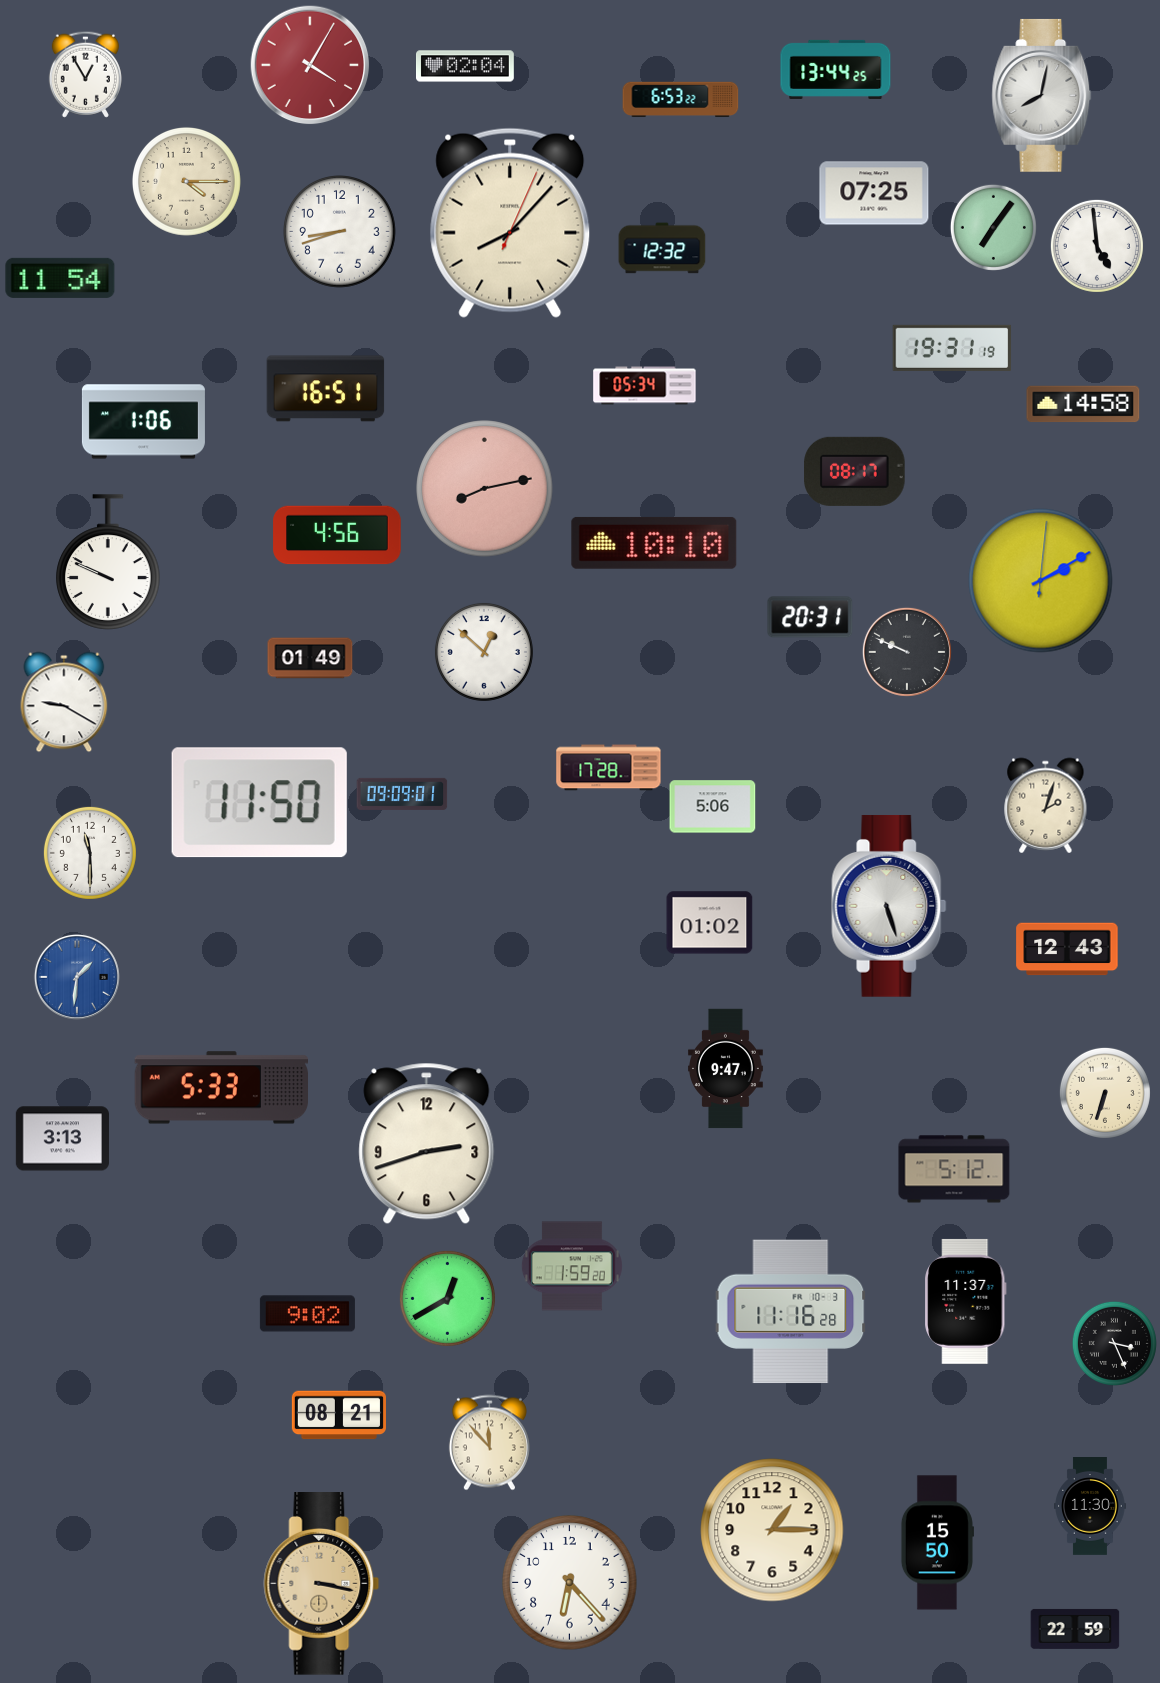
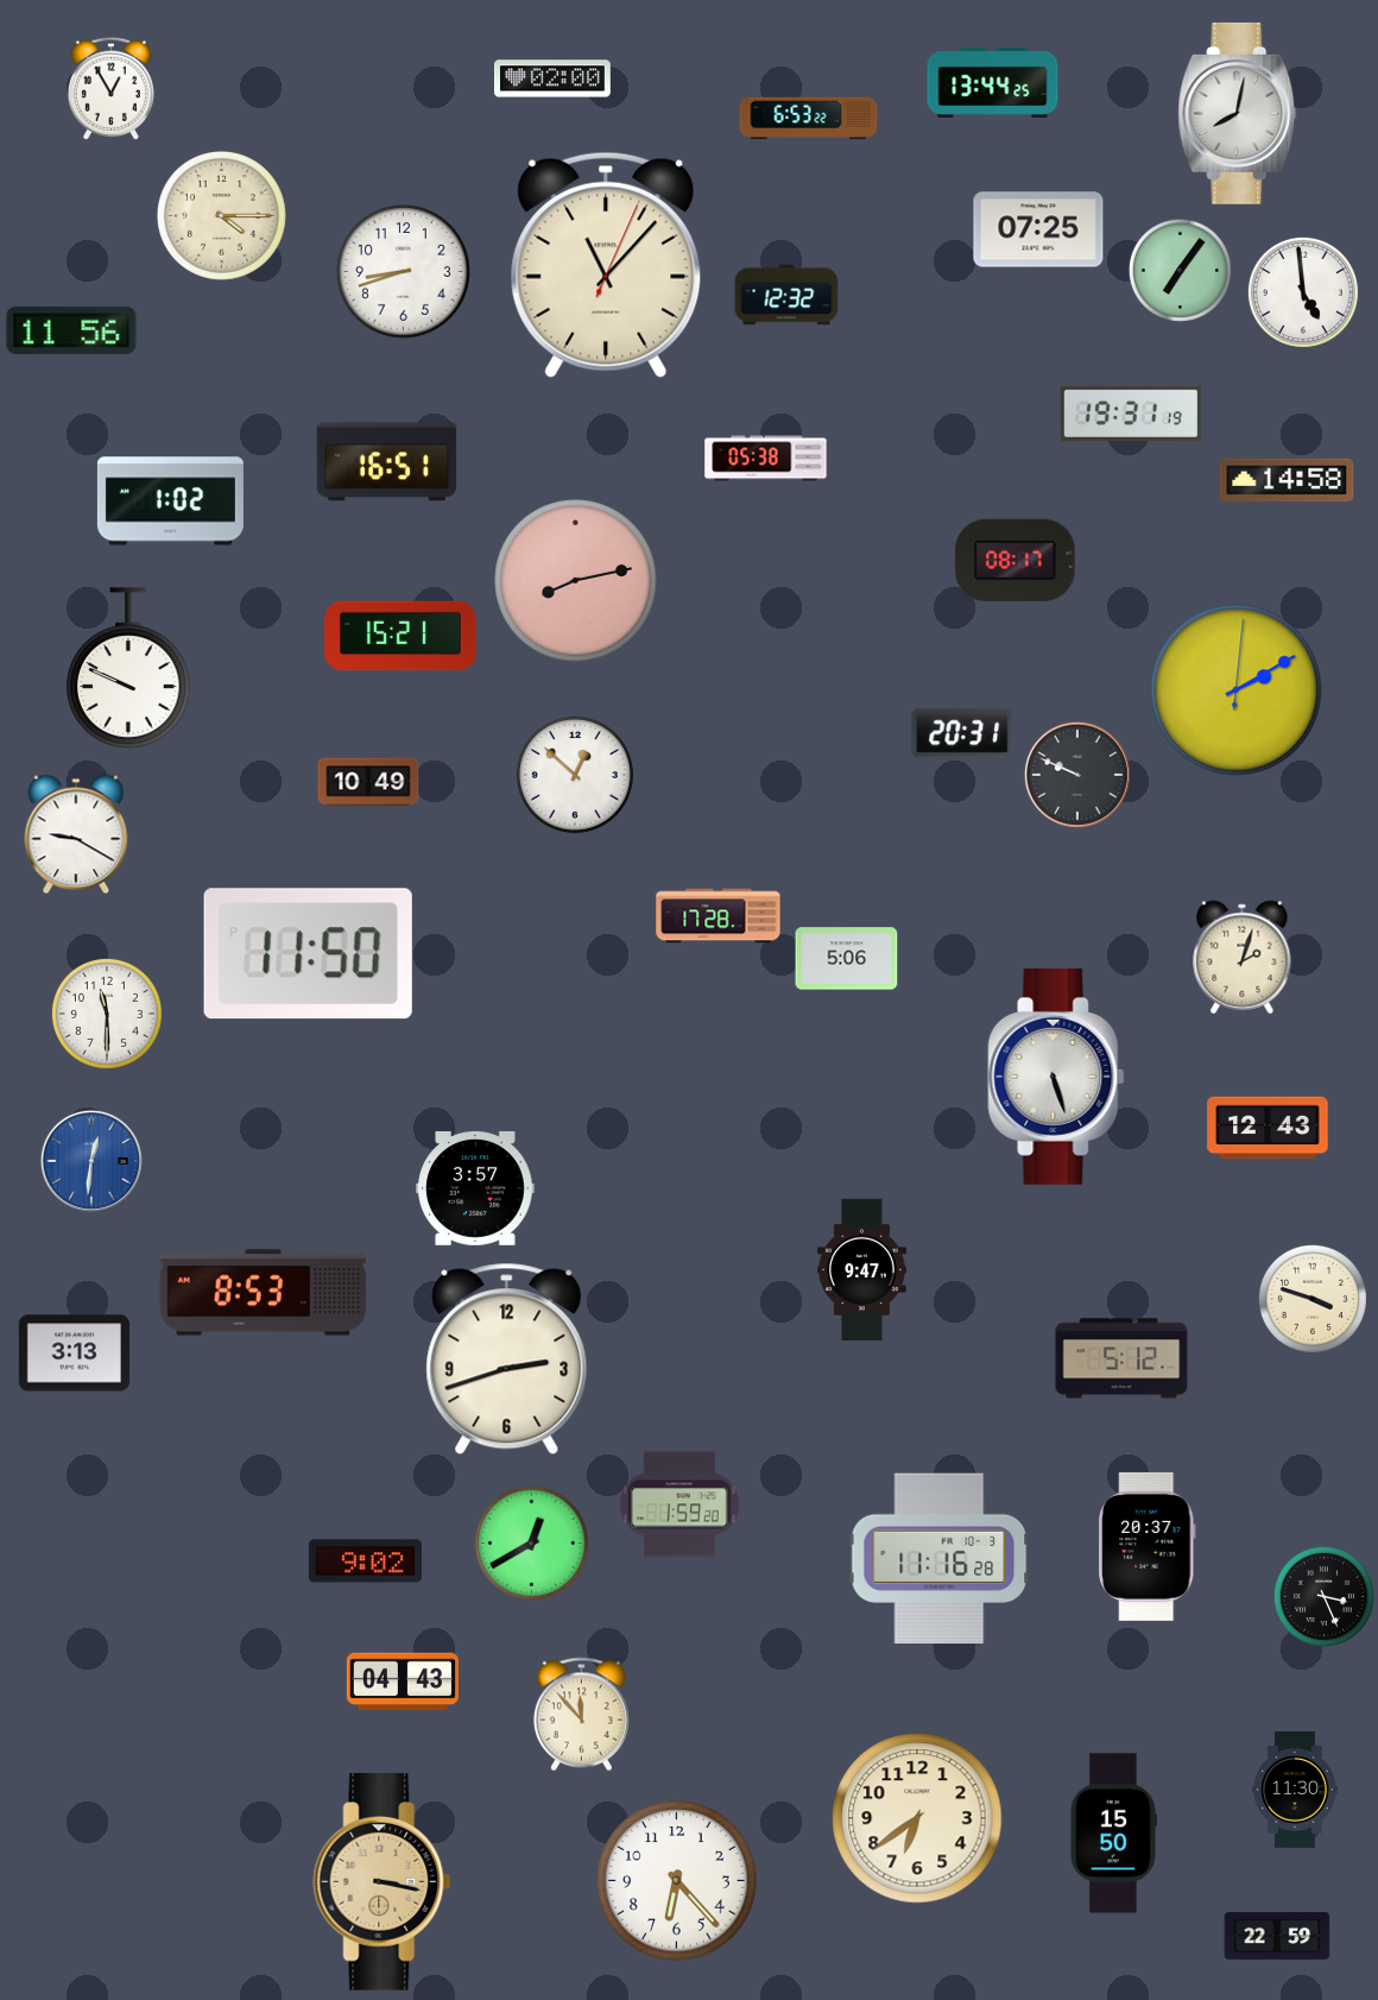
clock at (310, 65): 4:05 -> none
clock at (466, 66): 02:04 -> 02:00
clock at (85, 74) position: (85, 74) -> (110, 88)
clock at (510, 223): 8:07 -> 11:07
clock at (340, 232) position: (340, 232) -> (404, 272)
clock at (60, 278): 11:54 -> 11:56
clock at (645, 386): 05:34 -> 05:38
clock at (143, 422): 1:06 -> 1:02
clock at (337, 535): 4:56 -> 15:21
clock at (654, 543): 10:10 -> none
clock at (310, 658): 01:49 -> 10:49
clock at (609, 768) position: (609, 768) -> (719, 916)
clock at (402, 794): 09:09 -> none
clock at (710, 923): 01:02 -> none
clock at (77, 977): 1:31 -> 12:31
clock at (475, 1188): none -> 3:57
clock at (221, 1088): 5:33 -> 8:53
clock at (1105, 1093): 6:33 -> 3:48
clock at (954, 1169) position: (954, 1169) -> (1121, 1358)
clock at (966, 1301): 11:37 -> 20:37
clock at (339, 1415): 08:21 -> 04:43
clock at (772, 1530): 1:15 -> 6:39
